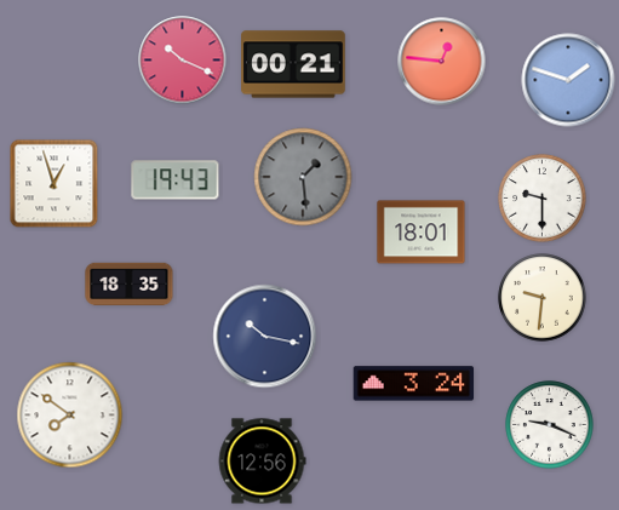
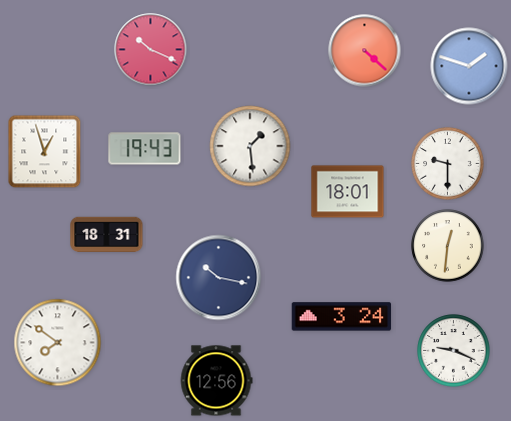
clock at (442, 62): 12:46 -> 4:22
clock at (293, 64): 00:21 -> none
clock at (303, 177) dial: grey -> white
clock at (130, 283): 18:35 -> 18:31
clock at (543, 298): 9:31 -> 12:31
